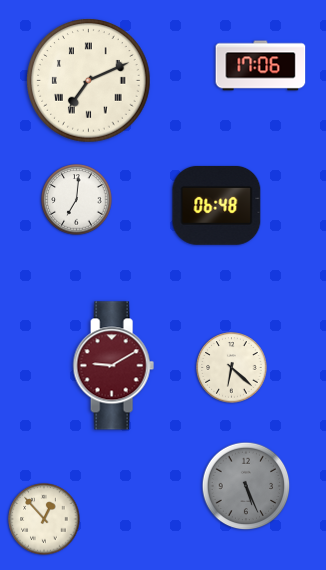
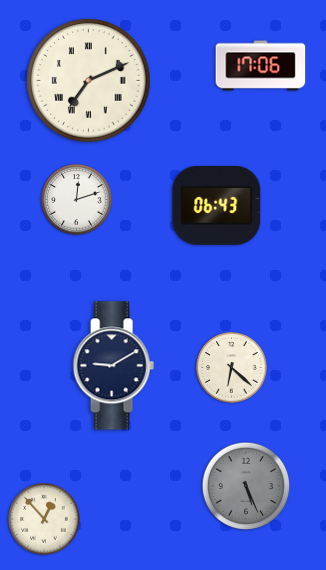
clock at (77, 200): 7:01 -> 12:12
clock at (217, 205): 06:48 -> 06:43
clock at (113, 366) dial: burgundy -> navy
